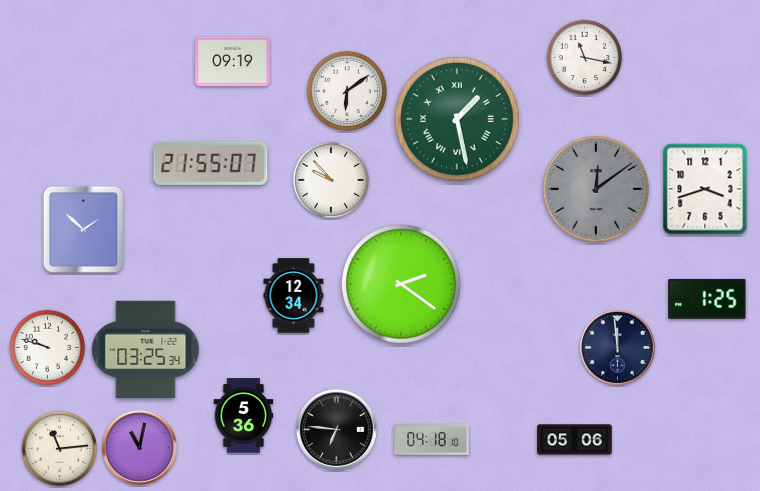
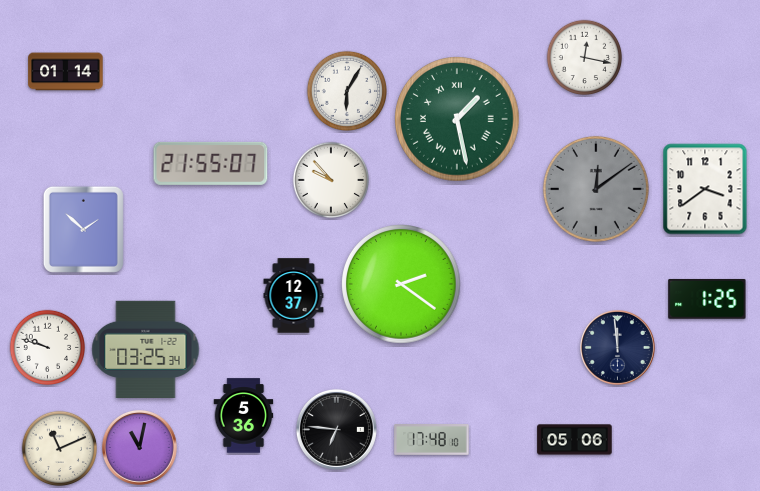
clock at (585, 58): 11:17 -> 12:17
clock at (233, 62): 09:19 -> none
clock at (66, 72): none -> 01:14
clock at (346, 90): 6:09 -> 6:05
clock at (705, 189): 3:42 -> 3:39
clock at (294, 296): 12:34 -> 12:37
clock at (432, 440): 04:18 -> 17:48
clock at (60, 449): 11:14 -> 11:11
